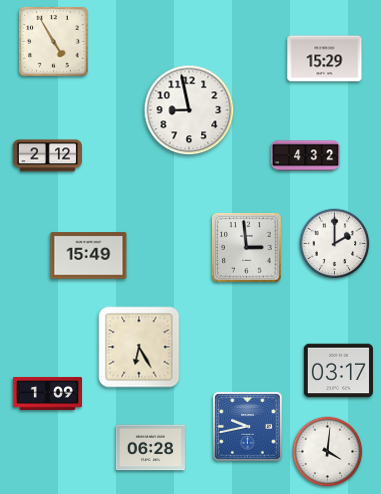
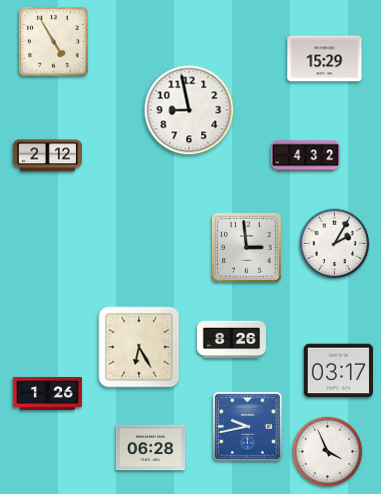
clock at (335, 244): 2:00 -> 2:05
clock at (89, 256): 15:49 -> none
clock at (231, 340): none -> 8:26
clock at (47, 393): 1:09 -> 1:26
clock at (328, 452): 4:01 -> 3:56
